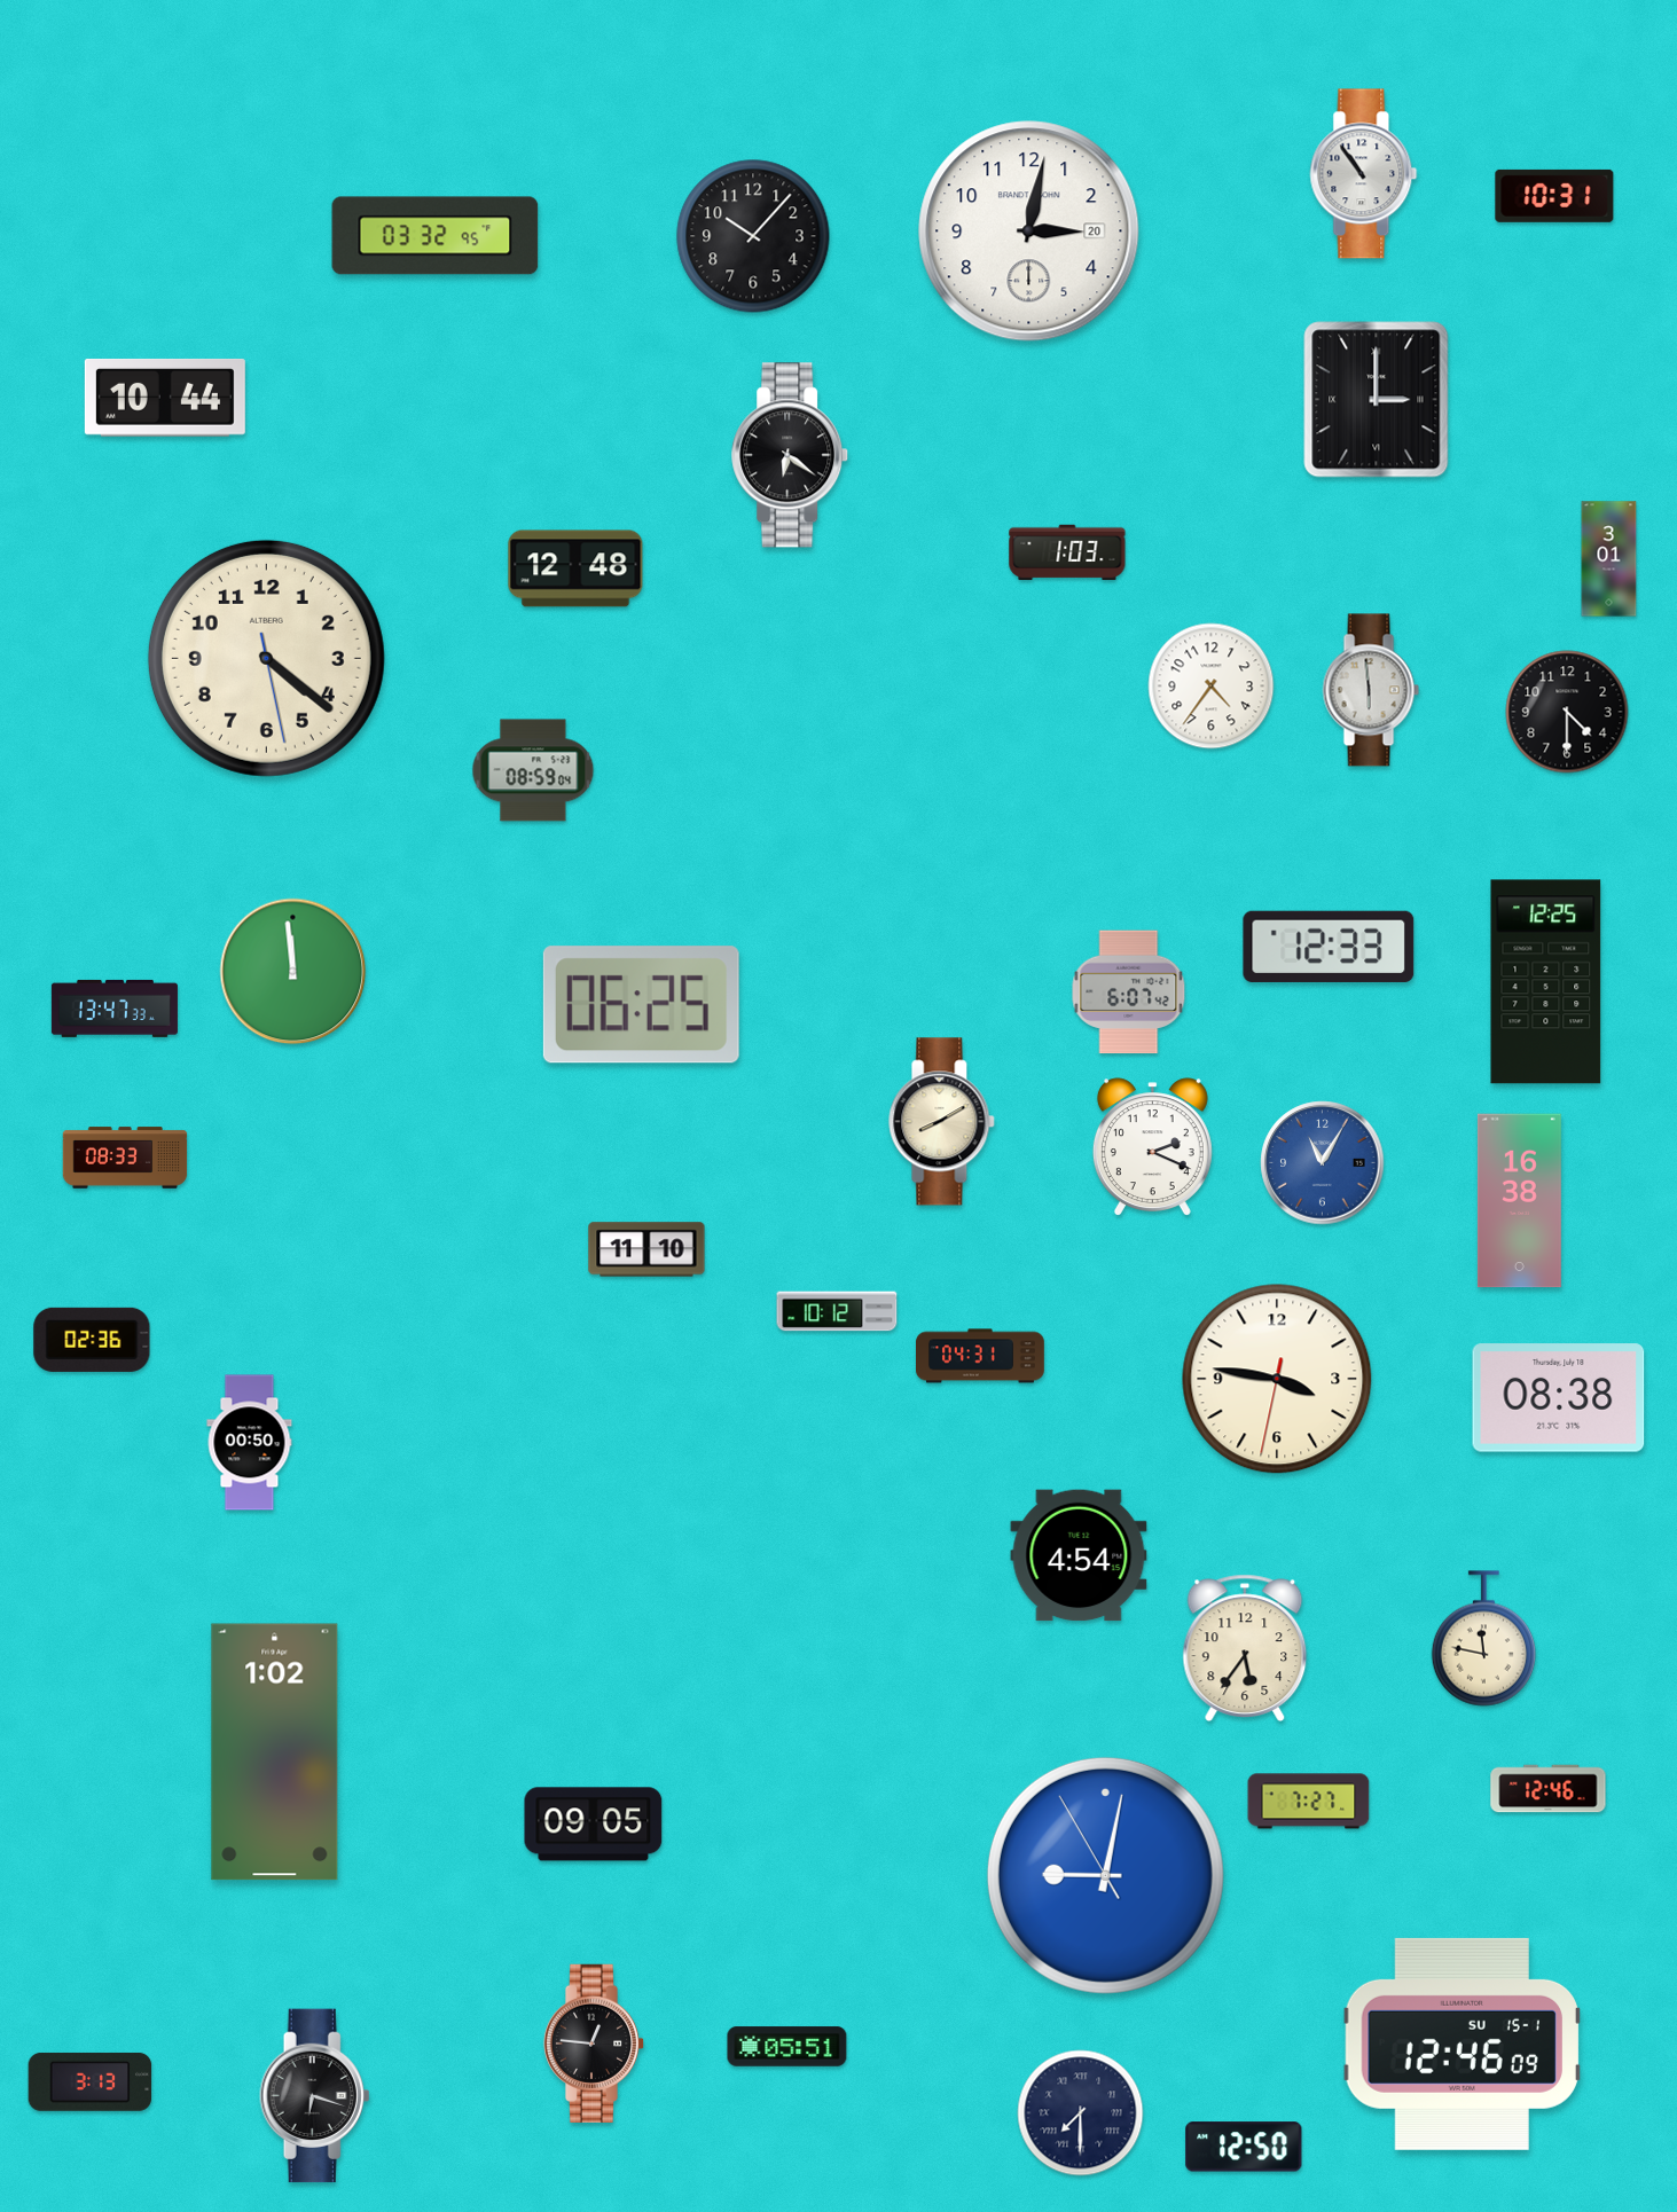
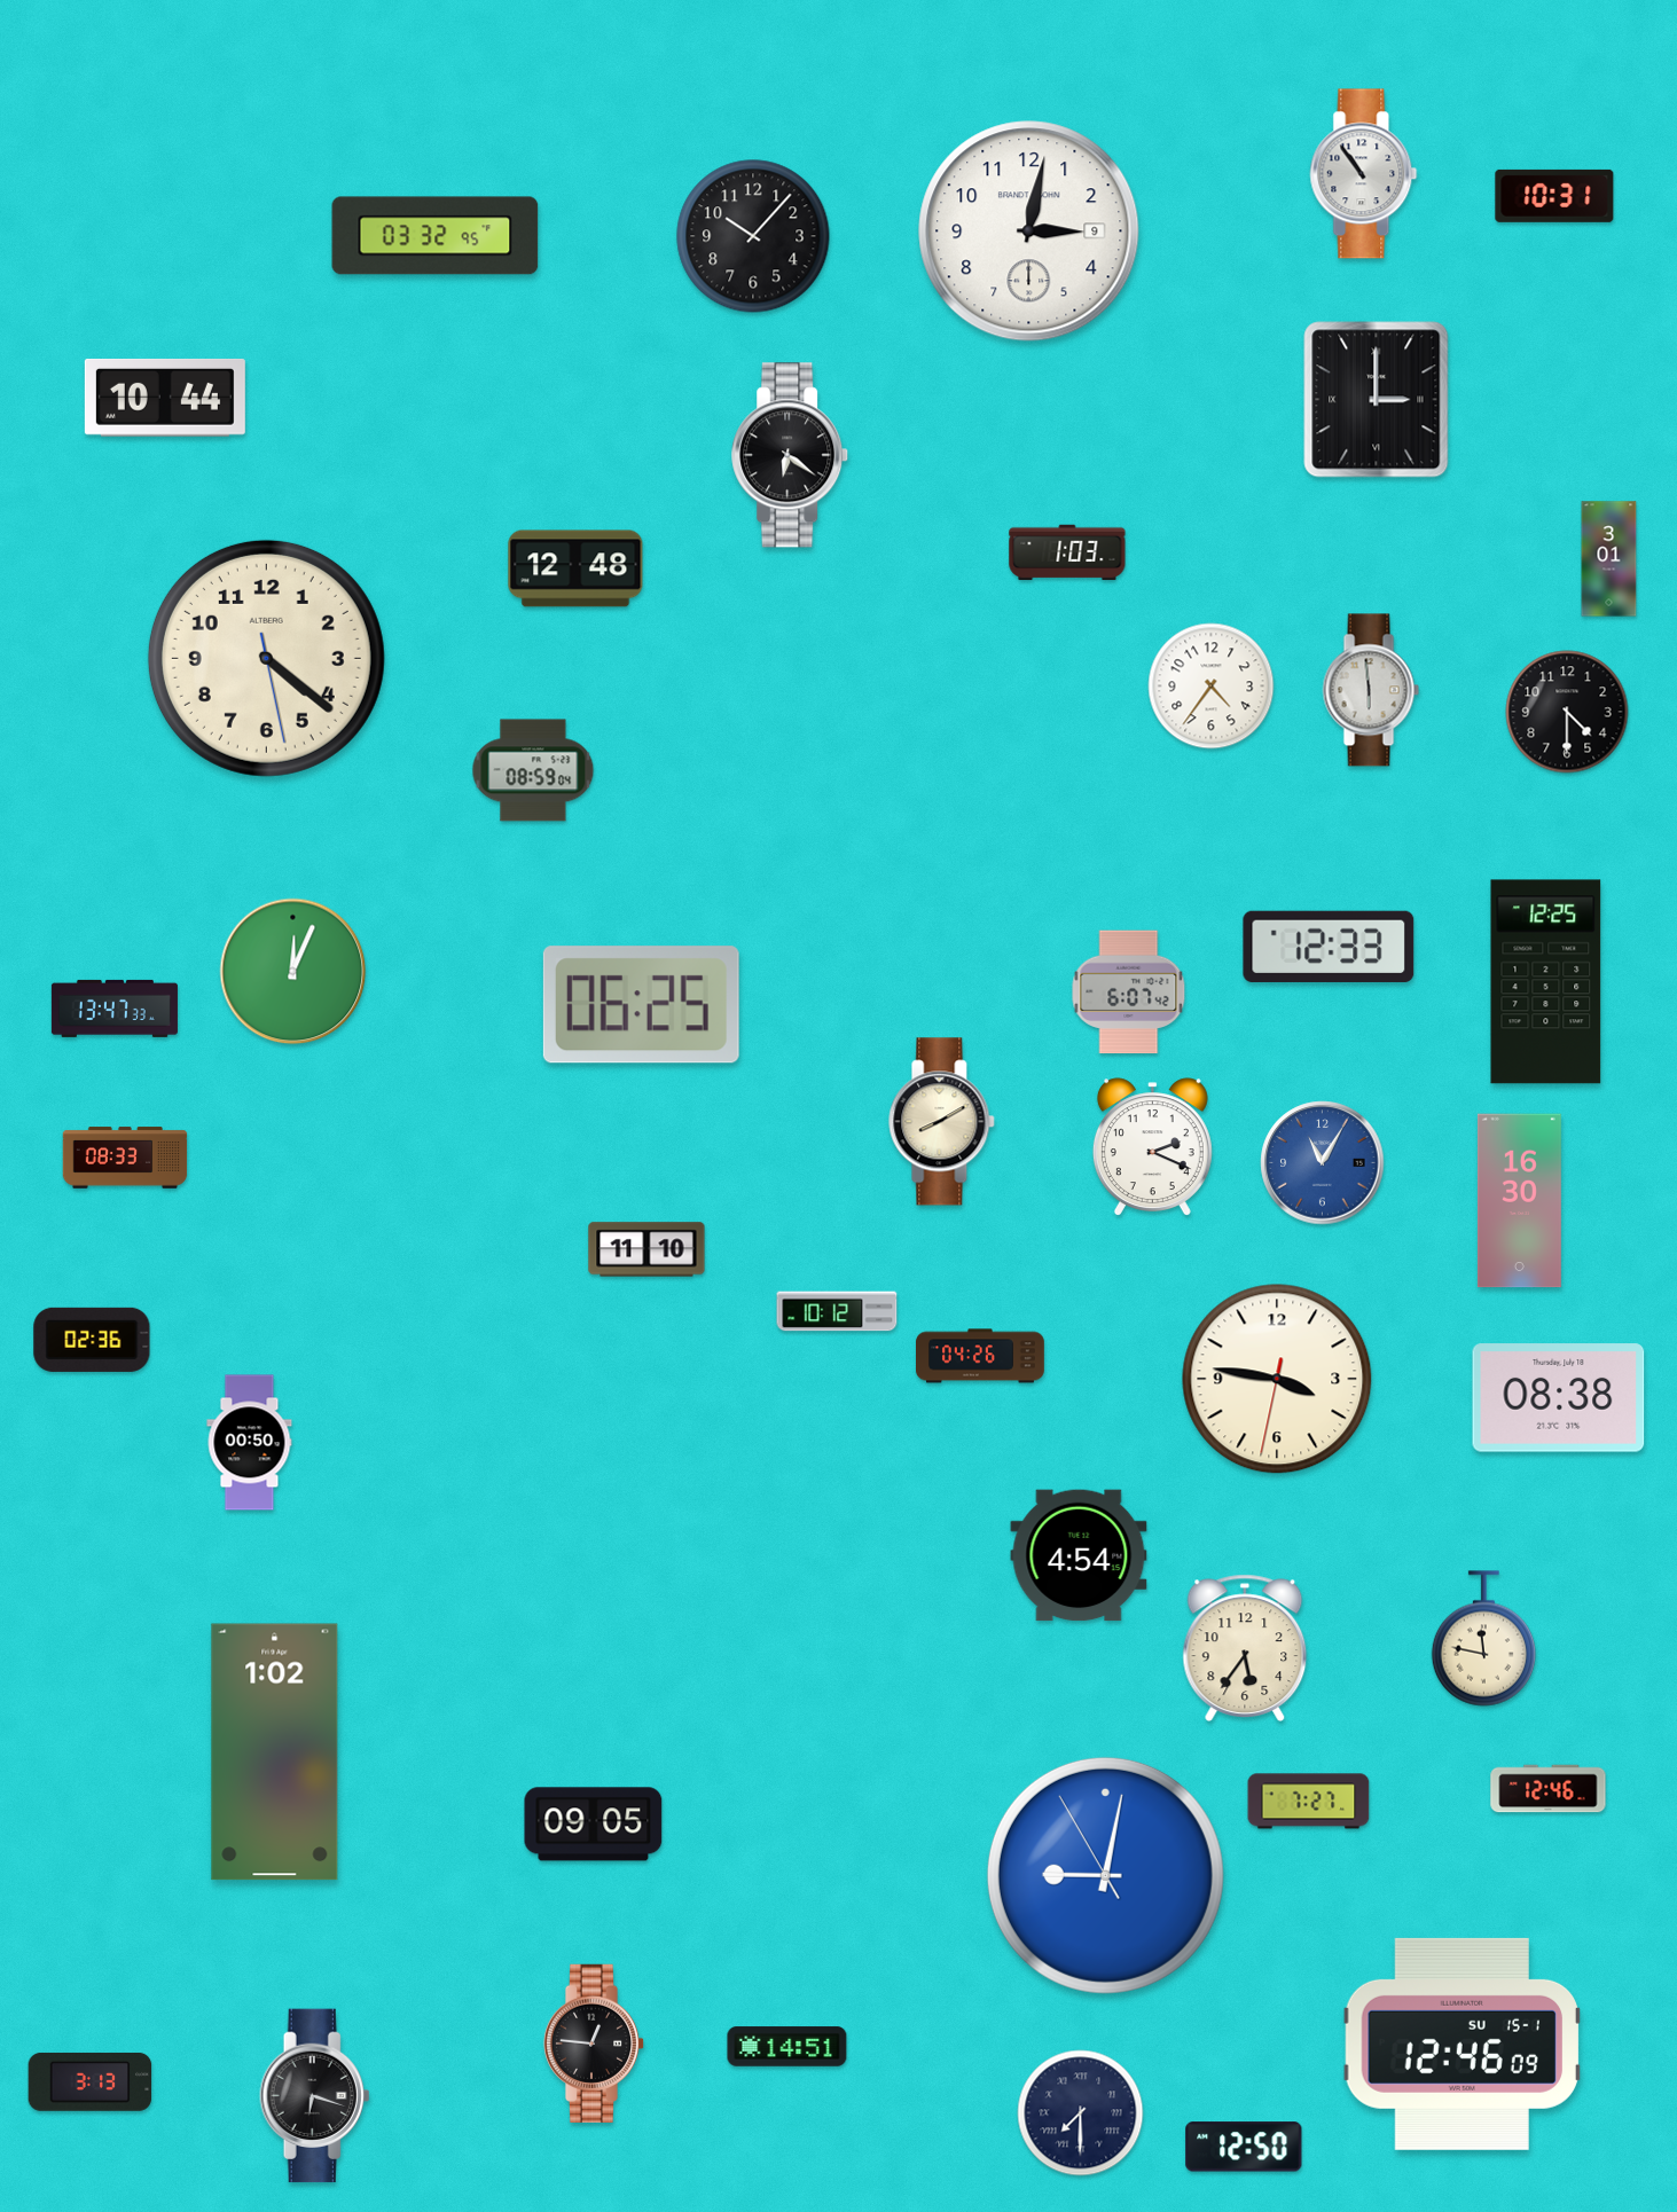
clock at (1029, 232) date: 20 -> 9
clock at (293, 972): 11:59 -> 12:04
clock at (1519, 1201): 16:38 -> 16:30
clock at (980, 1356): 04:31 -> 04:26
clock at (787, 2047): 05:51 -> 14:51
